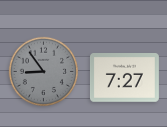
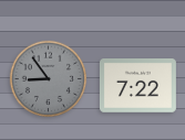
clock at (124, 78): 7:27 -> 7:22
